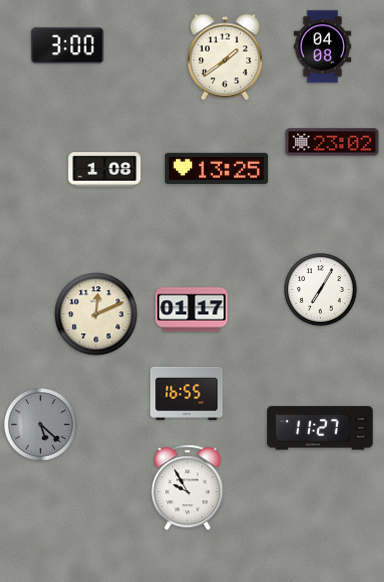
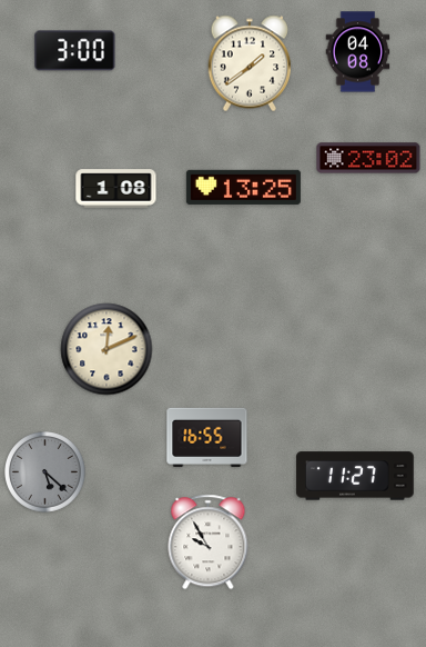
clock at (216, 168) position: (216, 168) -> (243, 187)
clock at (321, 290): 7:05 -> none
clock at (192, 310): 01:17 -> none
